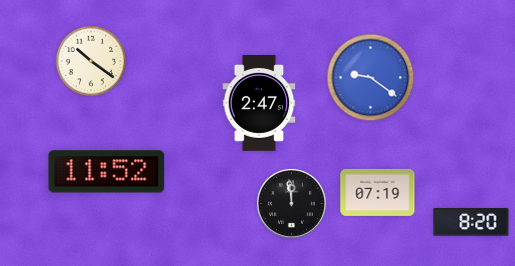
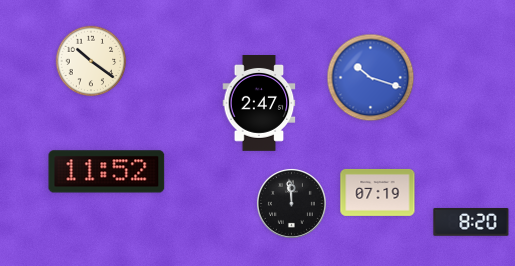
clock at (371, 78): 9:21 -> 10:18
